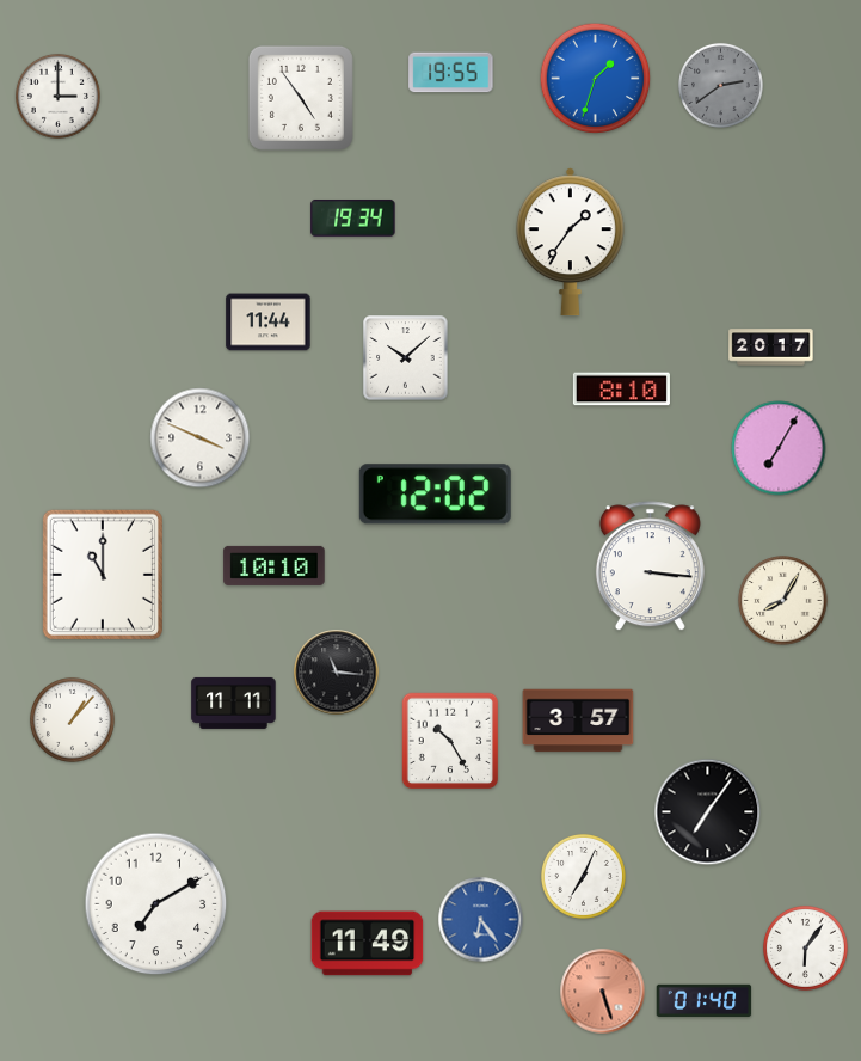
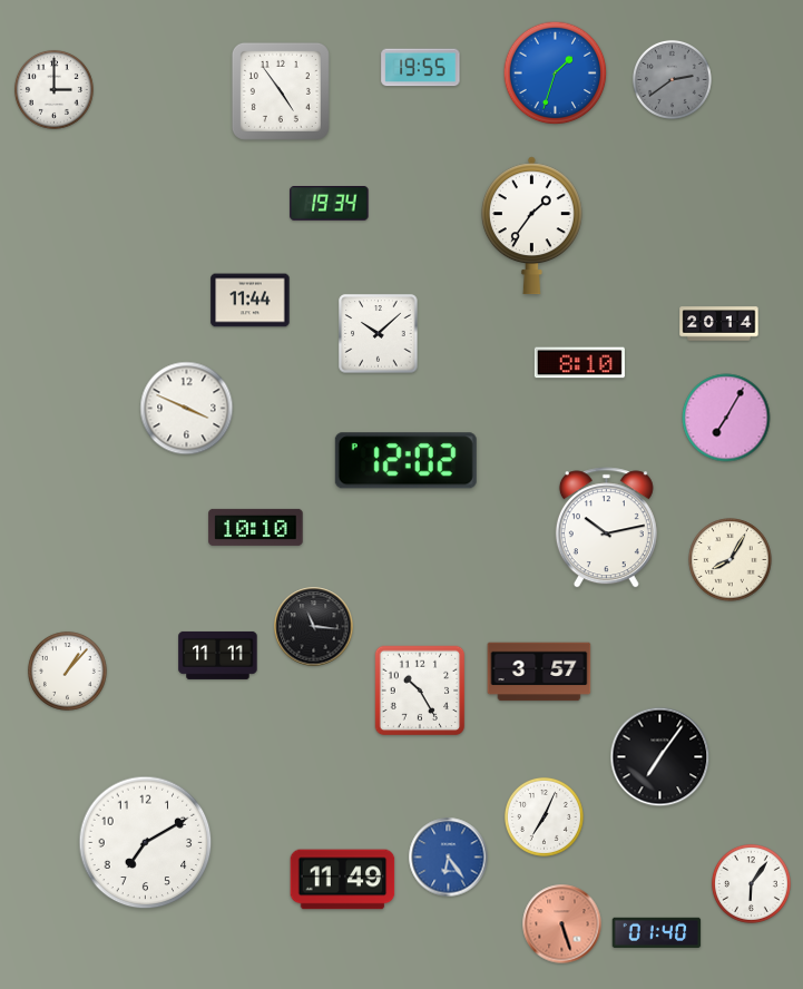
clock at (771, 348): 20:17 -> 20:14
clock at (650, 566): 3:16 -> 10:13
clock at (103, 575): 11:00 -> none
